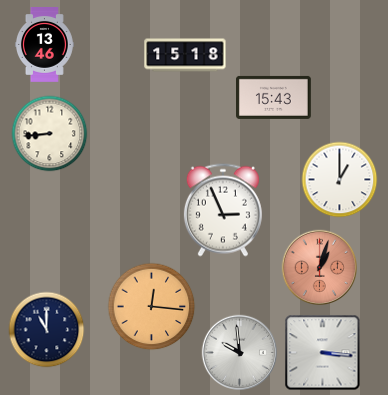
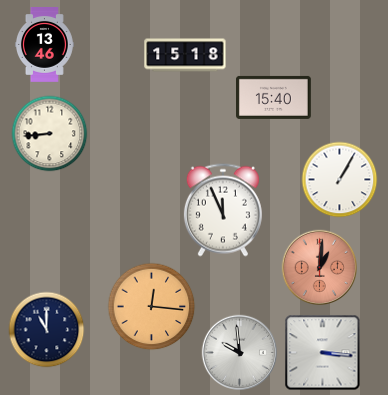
clock at (274, 97): 15:43 -> 15:40
clock at (340, 180): 1:00 -> 1:05
clock at (223, 210): 2:56 -> 11:56
clock at (320, 268): 1:03 -> 1:01
